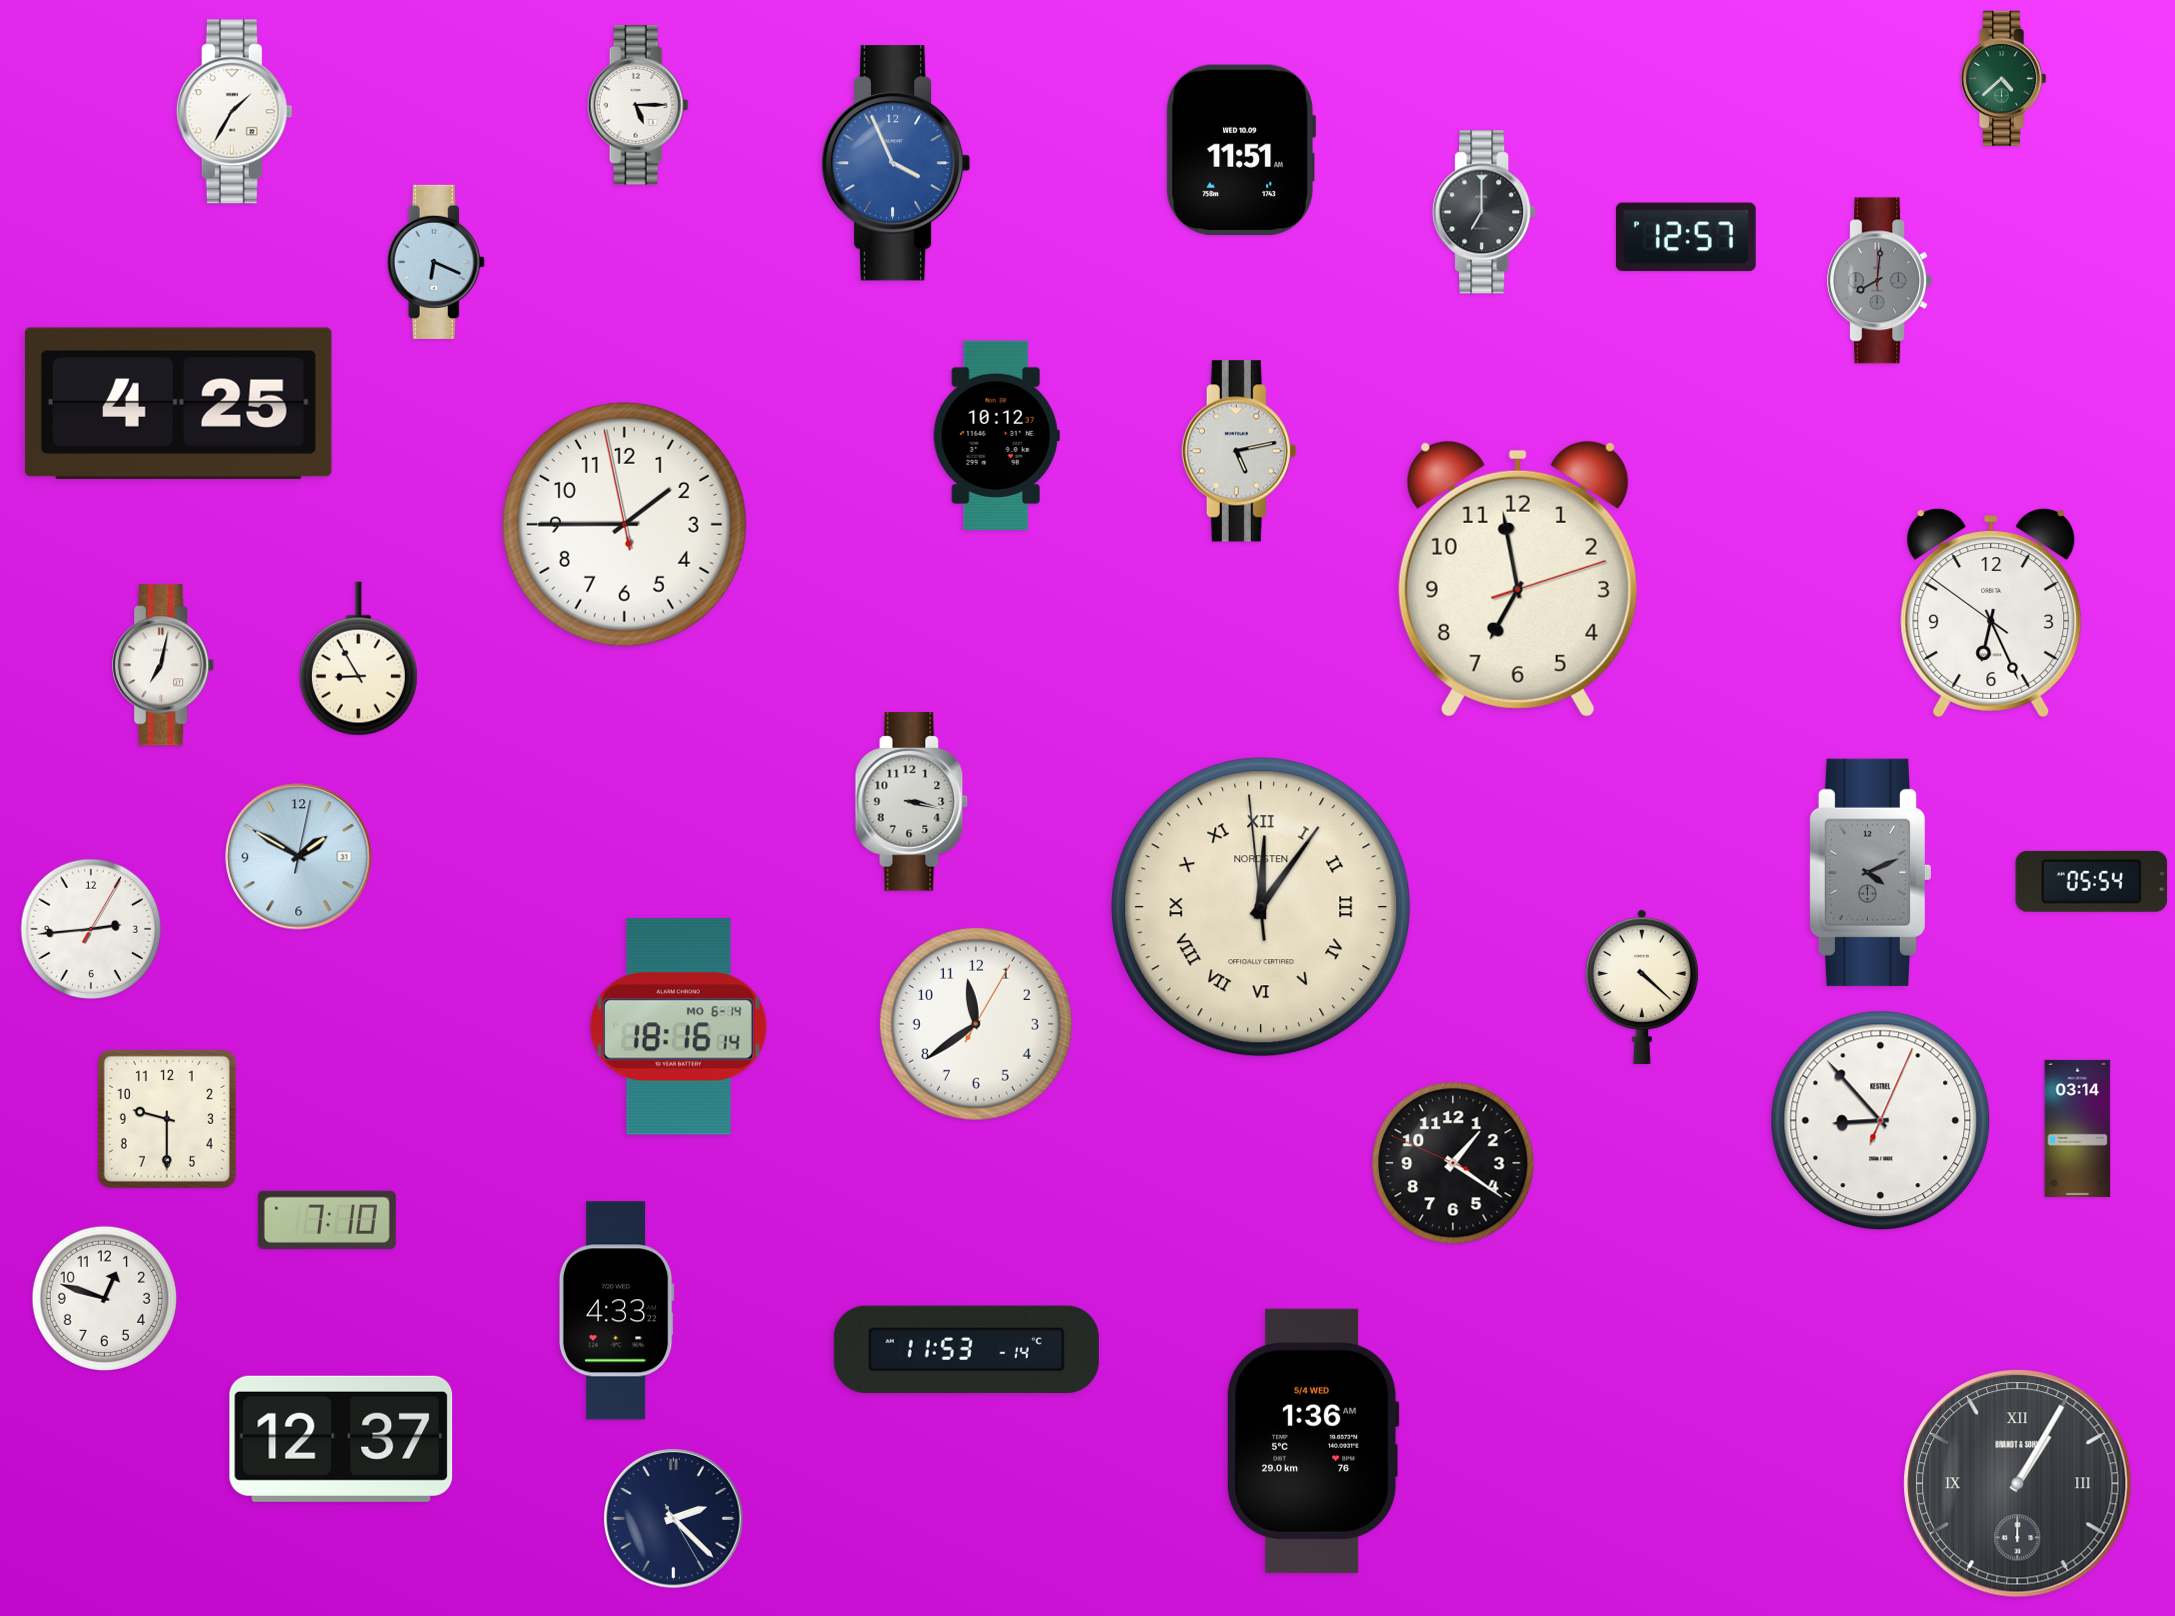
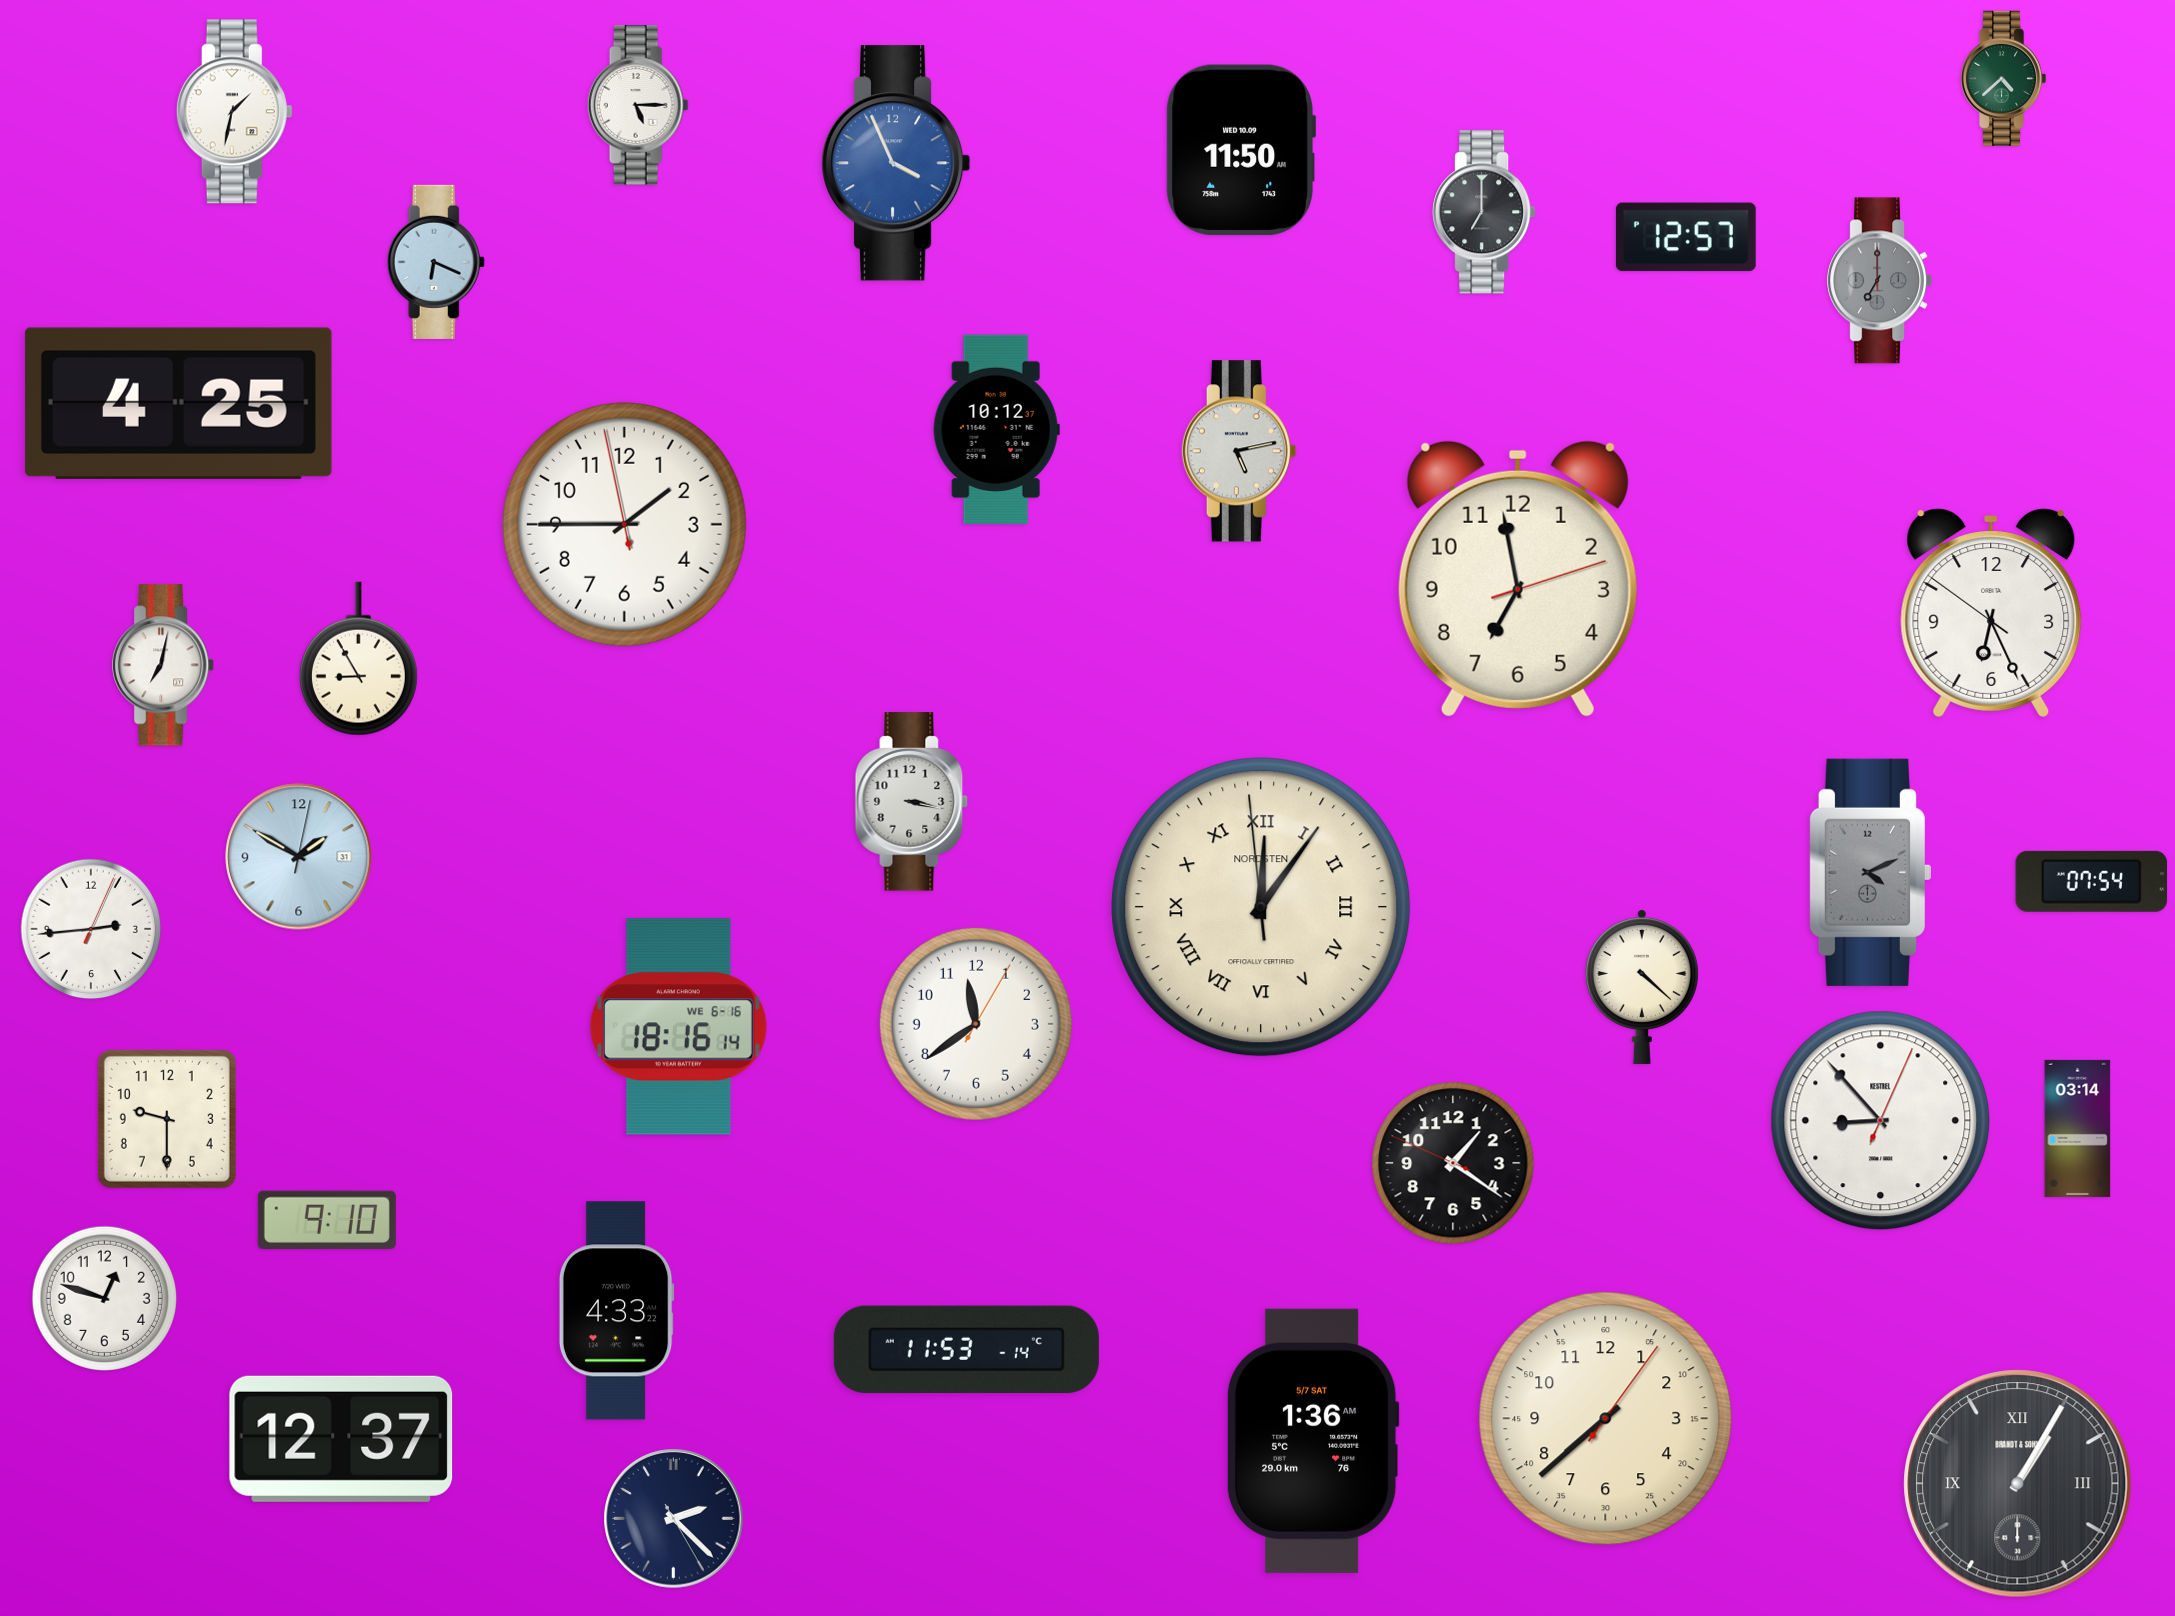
clock at (234, 112): 1:35 -> 1:32
clock at (1241, 150): 11:51 -> 11:50
clock at (1880, 281): 8:01 -> 7:00
clock at (996, 436) position: (996, 436) -> (996, 430)
clock at (2092, 881): 05:54 -> 07:54
clock at (91, 929): 2:44:05 -> 2:44:04
clock at (678, 1027) date: MO 6-14 -> WE 6-16
clock at (327, 1219): 7:10 -> 9:10
clock at (1606, 1419): none -> 7:38
clock at (1313, 1441) date: 5/4 WED -> 5/7 SAT
